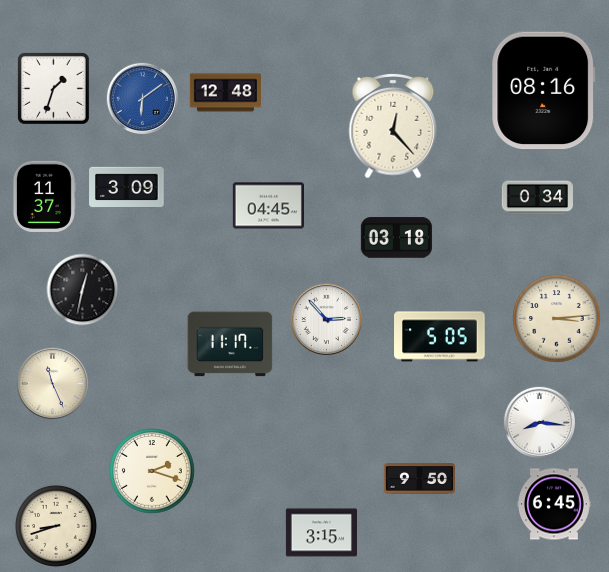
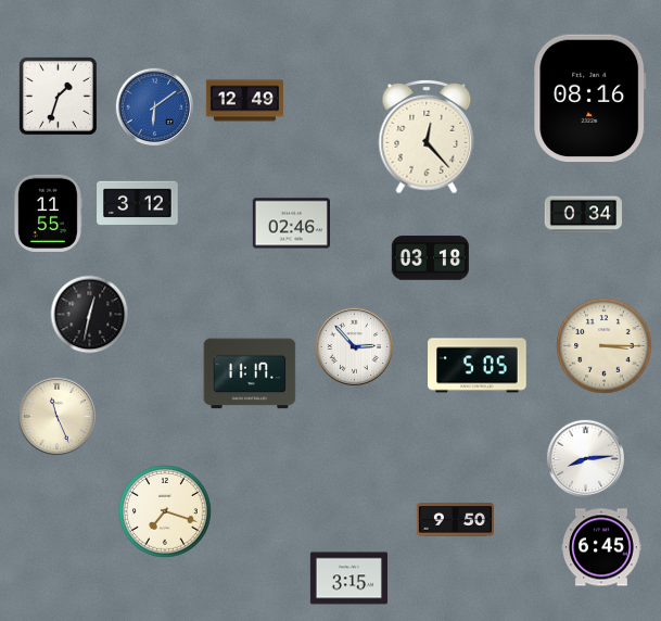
clock at (225, 93): 12:48 -> 12:49
clock at (127, 187): 3:09 -> 3:12
clock at (44, 196): 11:37 -> 11:55
clock at (268, 206): 04:45 -> 02:46
clock at (557, 319): 3:14 -> 3:15
clock at (539, 422): 8:16 -> 8:14
clock at (152, 471): 2:18 -> 7:18
clock at (56, 526): 8:42 -> none
